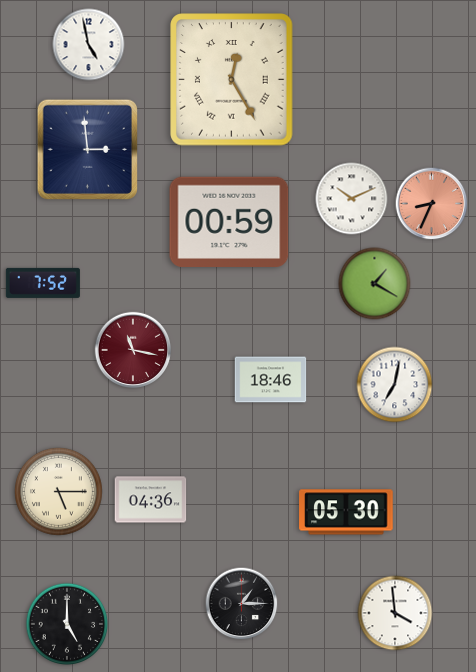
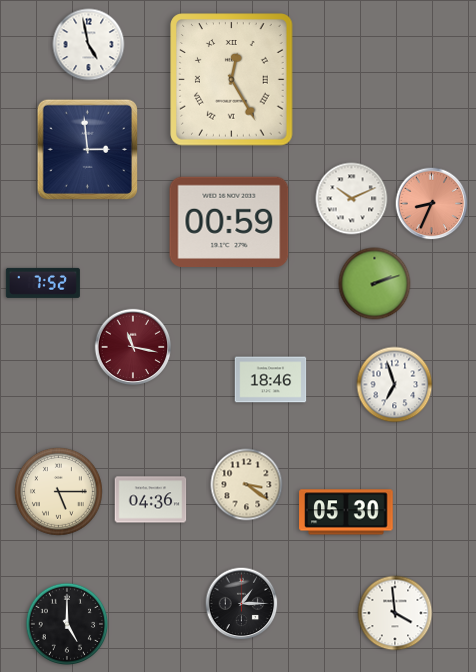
clock at (375, 284): 1:20 -> 2:12
clock at (133, 350) position: (133, 350) -> (133, 347)
clock at (395, 385): 7:02 -> 6:57
clock at (247, 485): none -> 3:21
